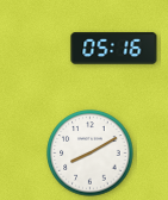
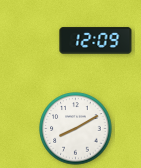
clock at (114, 49): 05:16 -> 12:09
